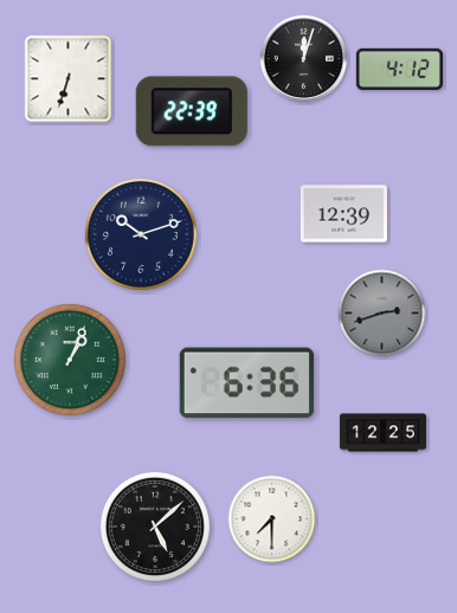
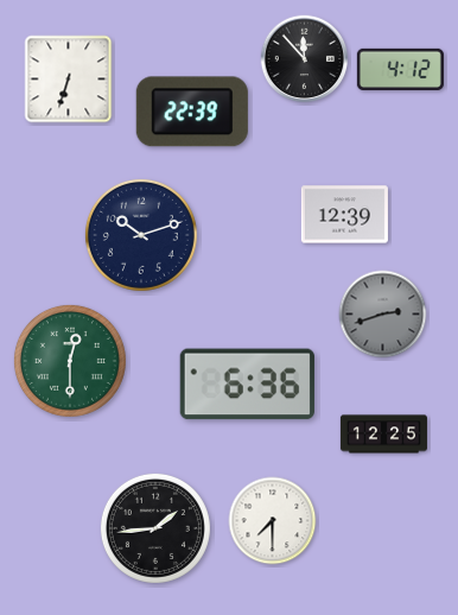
clock at (304, 59): 12:03 -> 11:53
clock at (70, 360): 1:04 -> 12:30
clock at (155, 527): 5:08 -> 1:44
